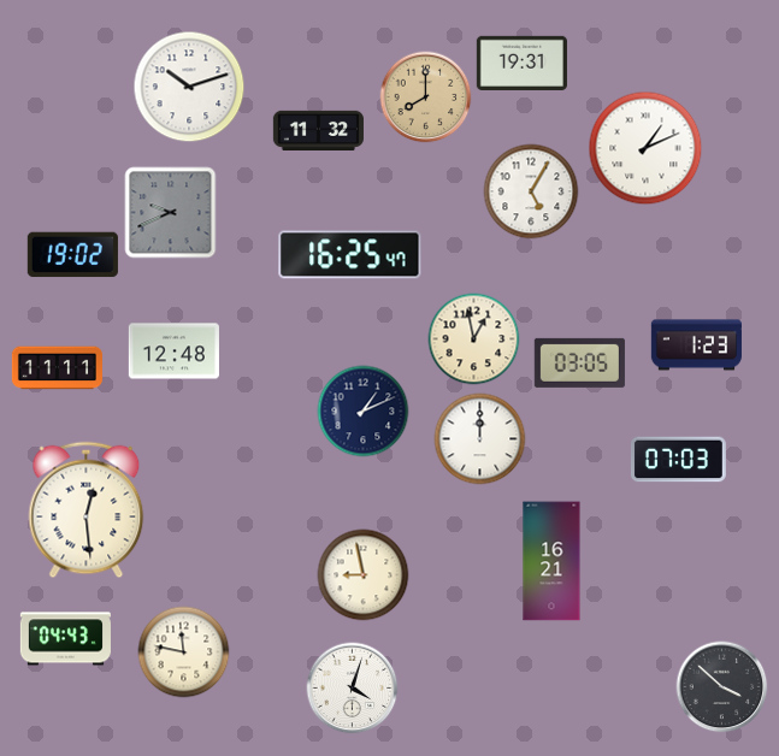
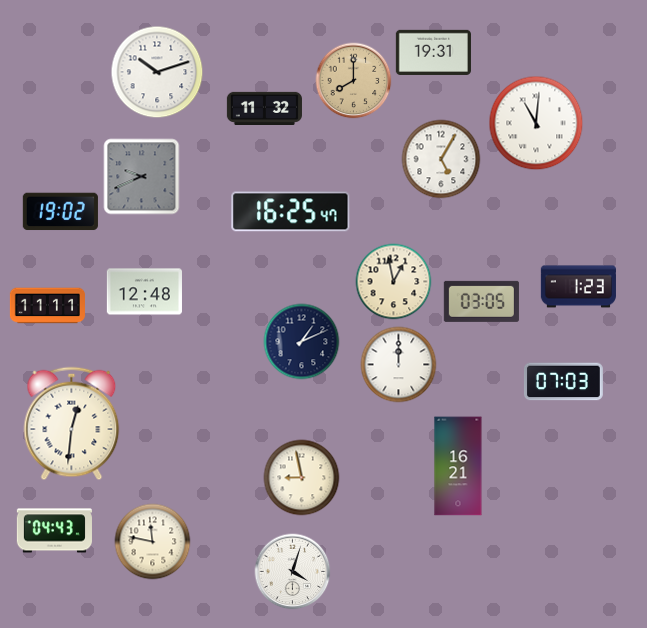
clock at (645, 148): 1:11 -> 11:01
clock at (87, 510): 12:29 -> 12:31
clock at (722, 687): 3:52 -> none
